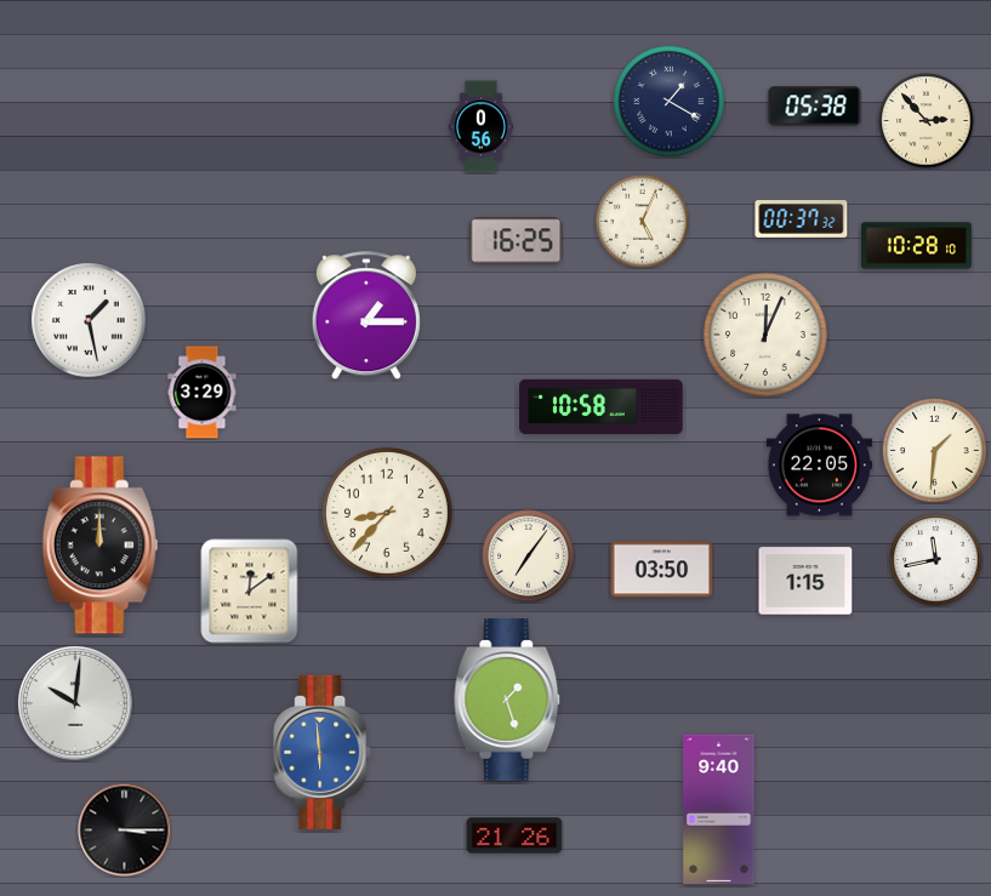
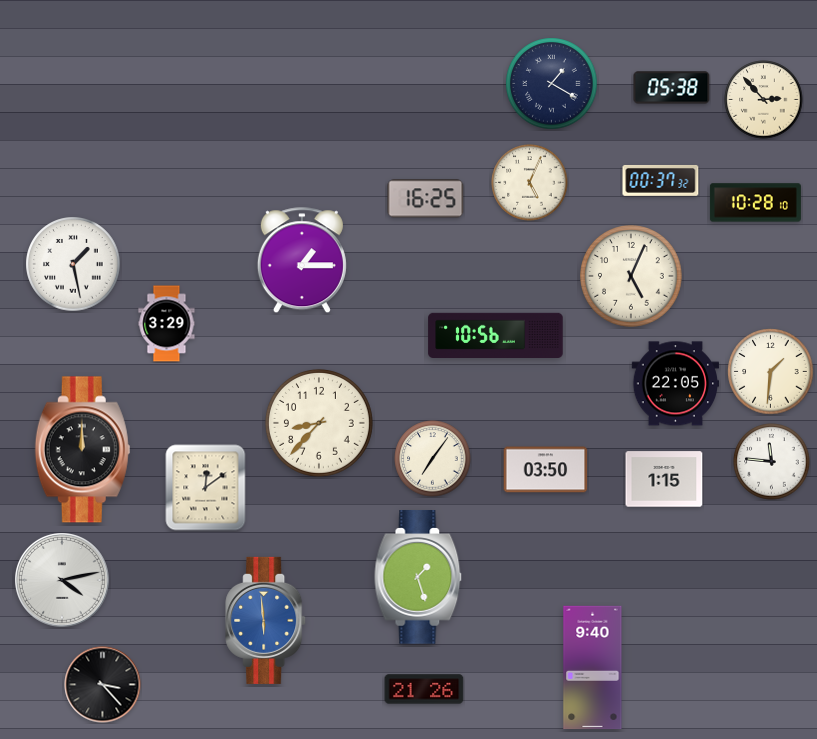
clock at (482, 127): 0:56 -> none
clock at (767, 336): 12:04 -> 5:04
clock at (602, 406): 10:58 -> 10:56
clock at (529, 557) position: (529, 557) -> (433, 459)
clock at (936, 560): 11:43 -> 11:46
clock at (76, 704): 10:01 -> 4:13
clock at (125, 831): 3:15 -> 3:23
